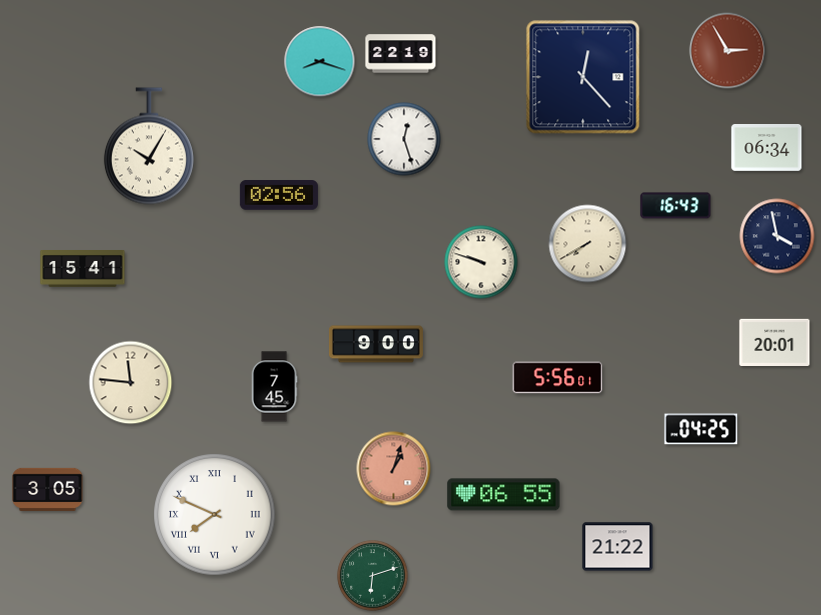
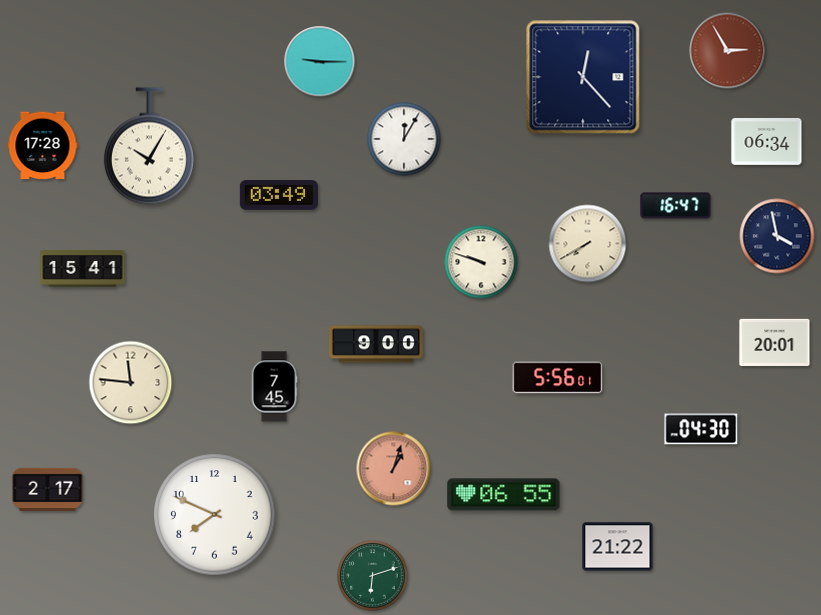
clock at (401, 54): 22:19 -> none
clock at (320, 62): 8:18 -> 9:15
clock at (404, 139): 12:27 -> 12:05
clock at (43, 146): none -> 17:28
clock at (767, 148) position: (767, 148) -> (767, 142)
clock at (279, 196): 02:56 -> 03:49
clock at (676, 206): 16:43 -> 16:47
clock at (701, 429): 04:25 -> 04:30
clock at (48, 489): 3:05 -> 2:17
clock at (215, 515) numerals: Roman -> Arabic
